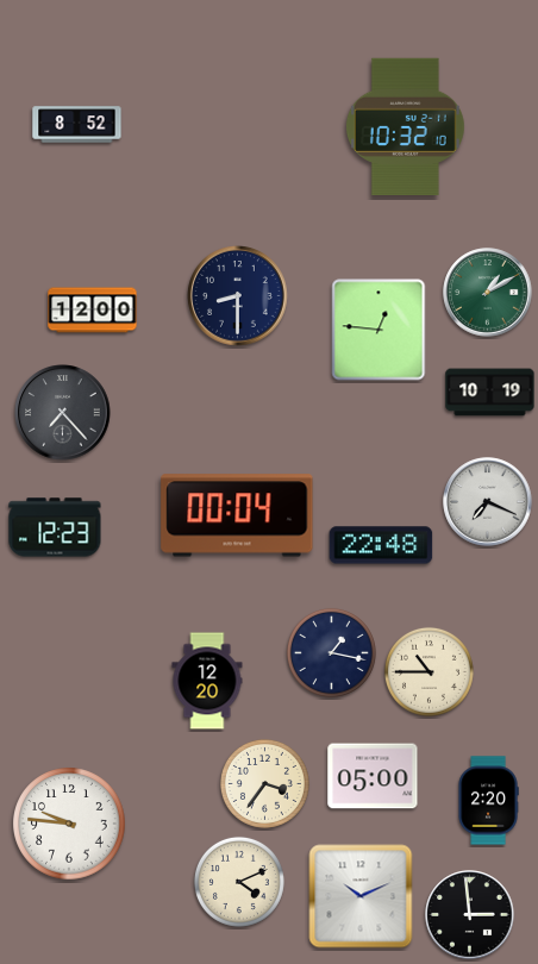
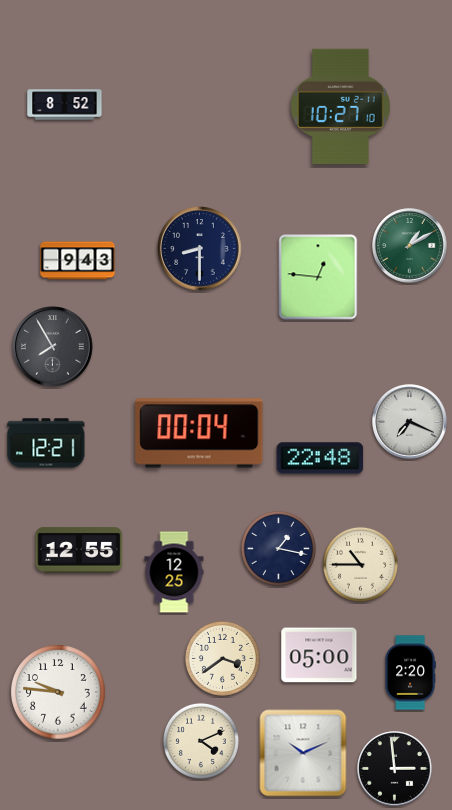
clock at (405, 126): 10:32 -> 10:27
clock at (93, 311): 12:00 -> 9:43
clock at (490, 393): 10:19 -> none
clock at (63, 413): 7:23 -> 7:55
clock at (55, 527): 12:23 -> 12:21
clock at (79, 550): none -> 12:55
clock at (207, 681): 12:20 -> 12:25
clock at (373, 776) position: (373, 776) -> (319, 655)
clock at (264, 783): 3:36 -> 3:39
